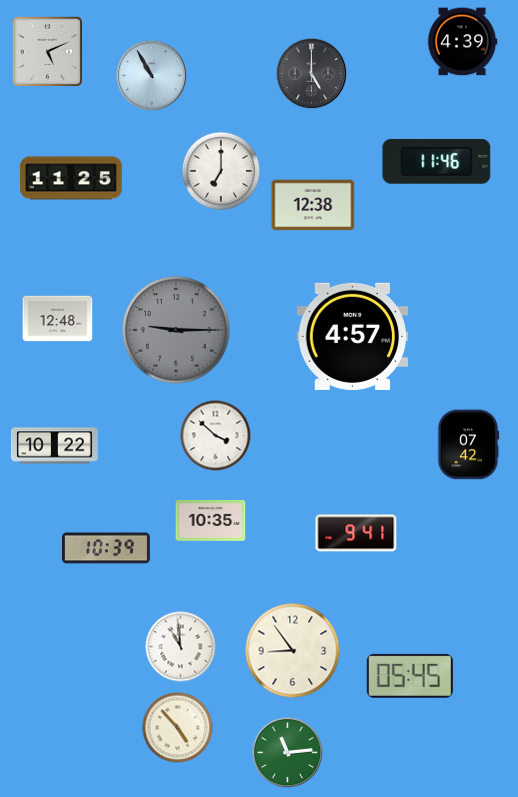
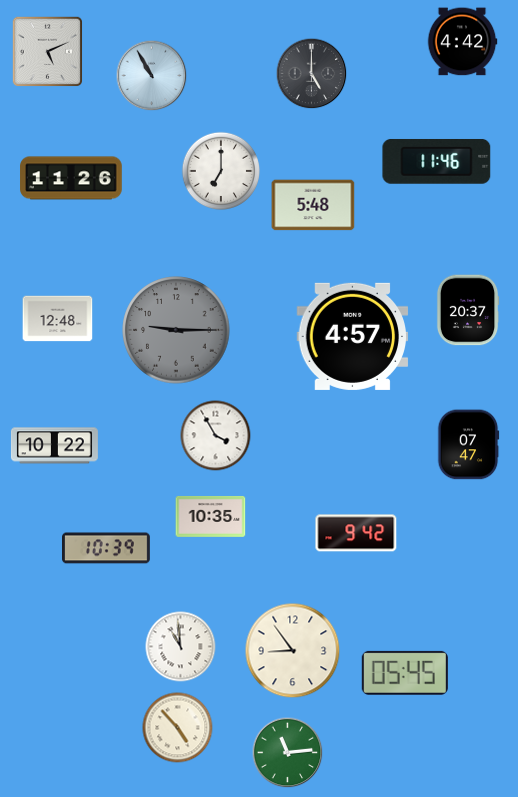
clock at (462, 42): 4:39 -> 4:42
clock at (71, 178): 11:25 -> 11:26
clock at (313, 205): 12:38 -> 5:48
clock at (468, 310): none -> 20:37
clock at (216, 436): 3:52 -> 3:55
clock at (468, 445): 07:42 -> 07:47
clock at (211, 520) position: (211, 520) -> (211, 516)
clock at (356, 533): 9:41 -> 9:42
clock at (410, 676) position: (410, 676) -> (405, 673)
